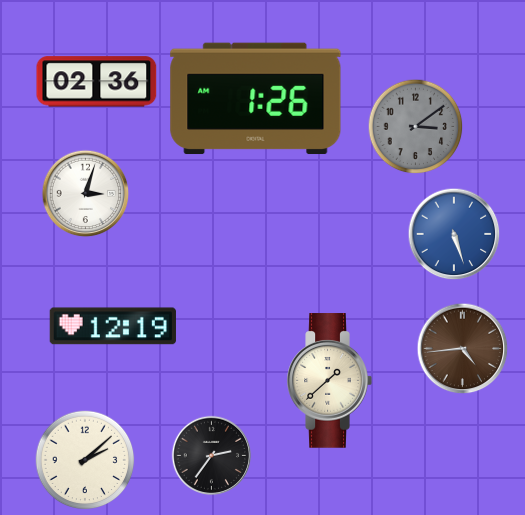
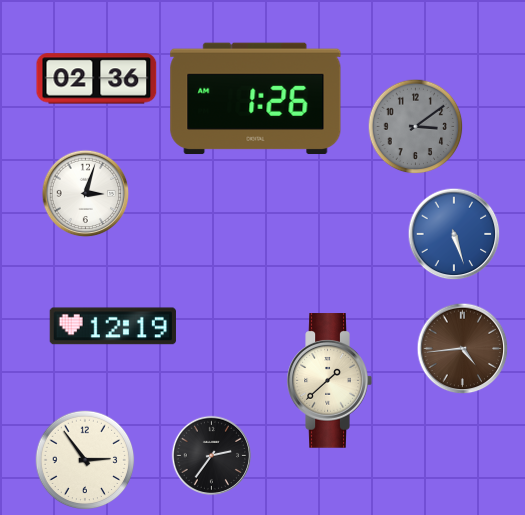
clock at (97, 82) position: (97, 82) -> (97, 79)
clock at (85, 460): 2:08 -> 2:54
